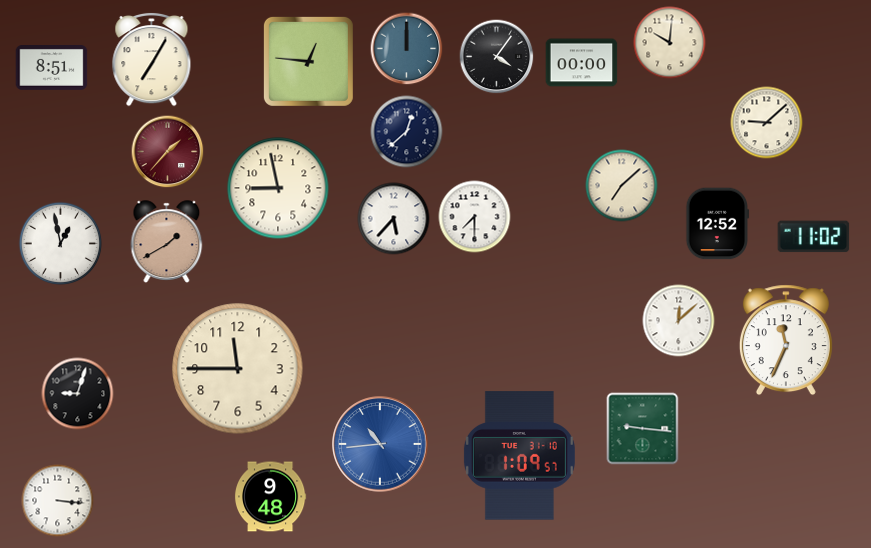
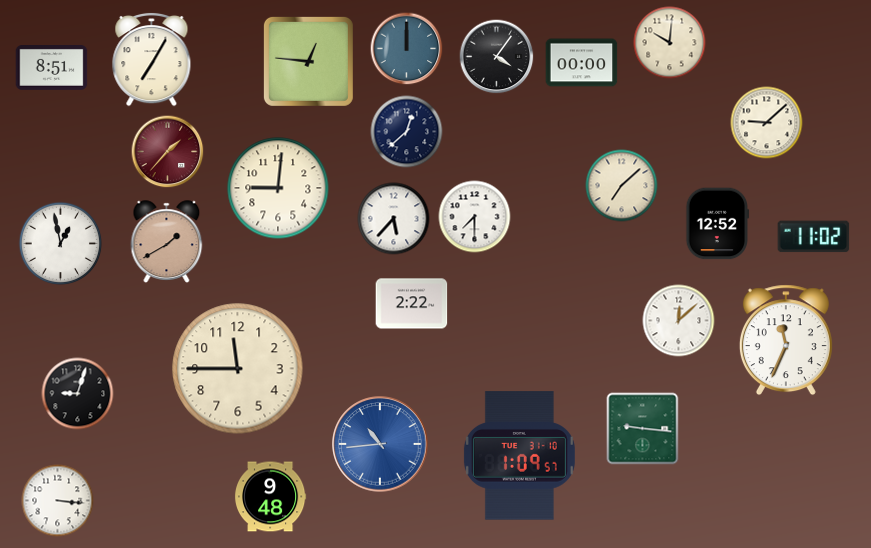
clock at (278, 188): 8:58 -> 9:01
clock at (412, 304): none -> 2:22
